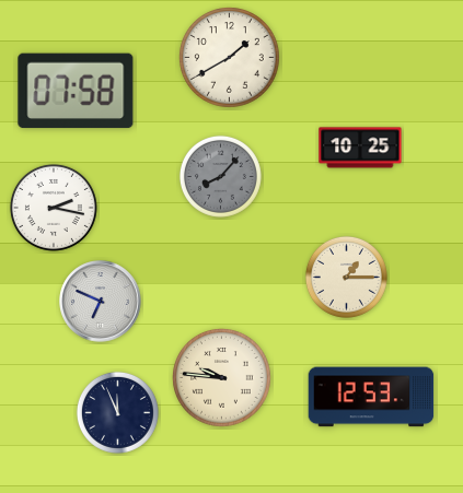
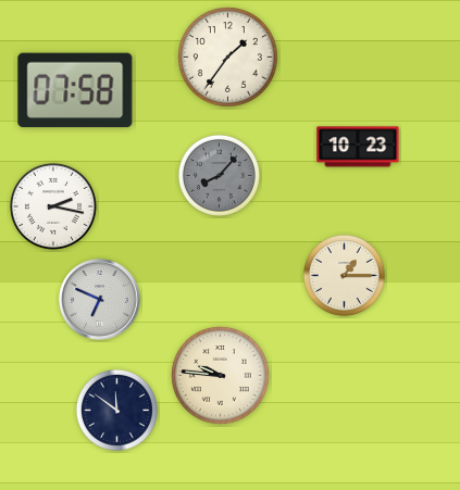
clock at (230, 58): 1:40 -> 1:36
clock at (360, 148): 10:25 -> 10:23
clock at (371, 397): 12:53 -> none
clock at (117, 412): 11:56 -> 11:51
